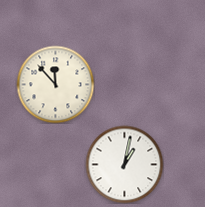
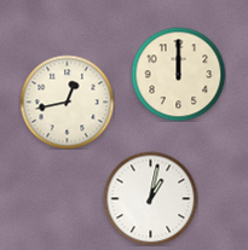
clock at (178, 74): none -> 12:00
clock at (55, 84): 11:53 -> 12:43
